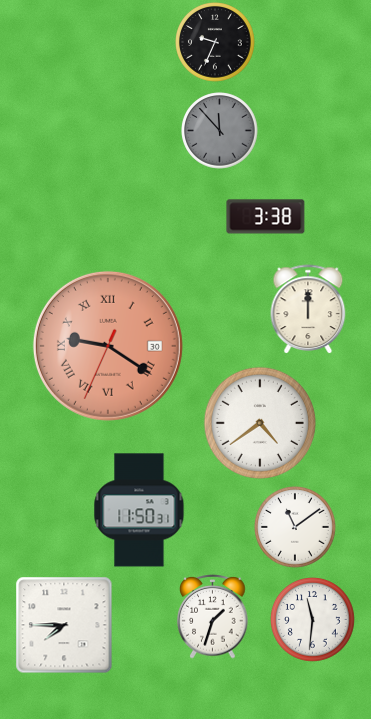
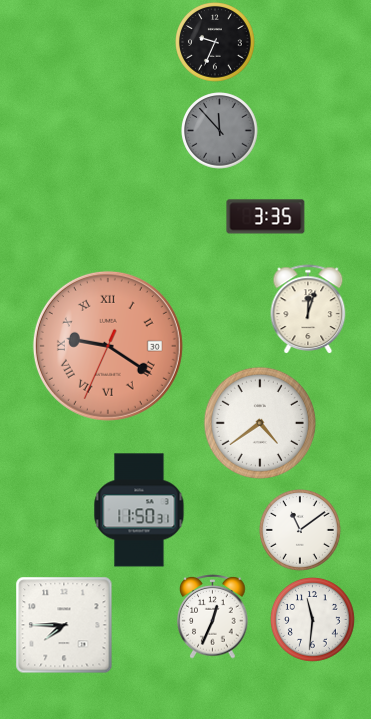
clock at (266, 217): 3:38 -> 3:35
clock at (308, 309): 12:00 -> 12:03
clock at (296, 528) position: (296, 528) -> (301, 531)
clock at (213, 617): 1:33 -> 12:34
